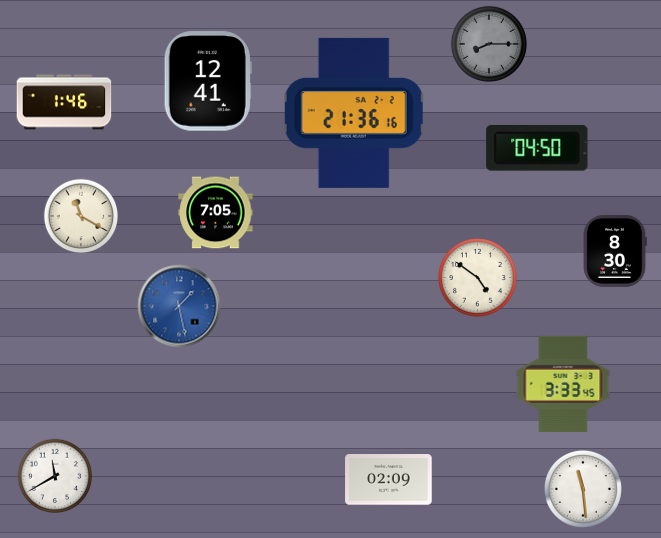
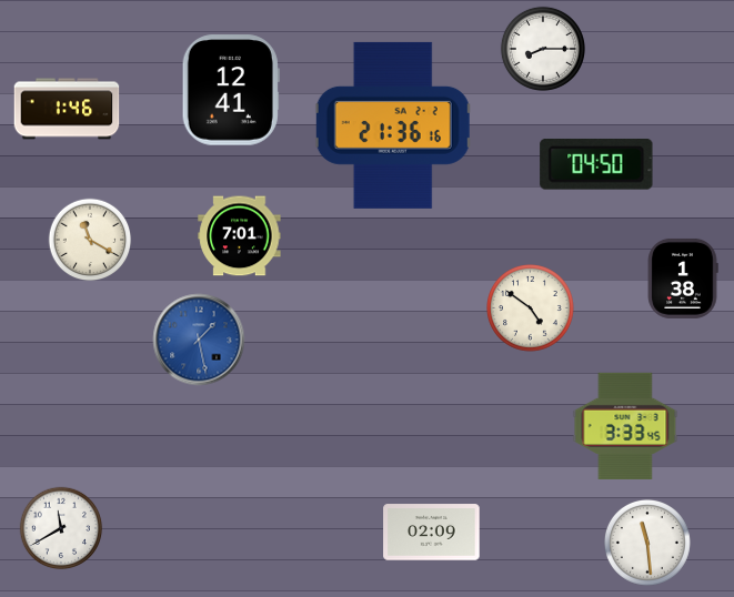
clock at (489, 44) dial: grey -> white
clock at (64, 102) position: (64, 102) -> (67, 109)
clock at (216, 213): 7:05 -> 7:01
clock at (615, 251): 8:30 -> 1:38
